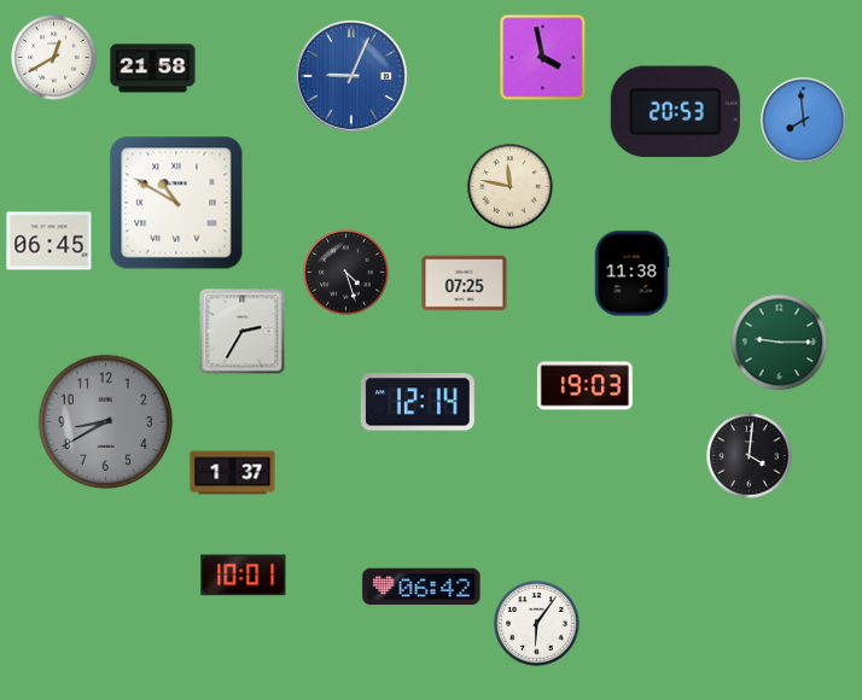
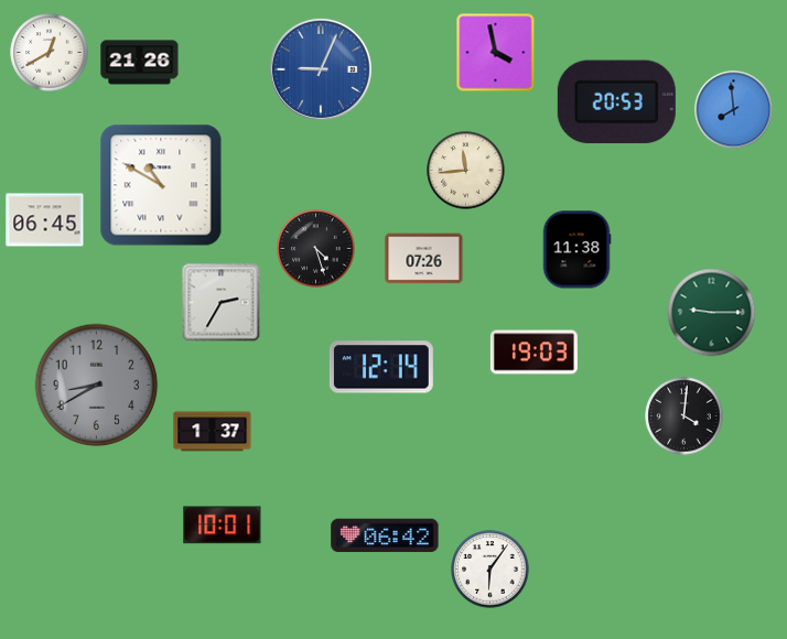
clock at (153, 69): 21:58 -> 21:26
clock at (511, 187): 11:47 -> 11:44
clock at (465, 284): 07:25 -> 07:26
